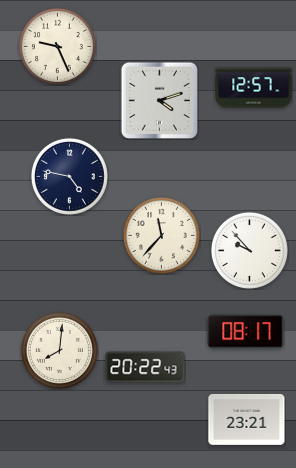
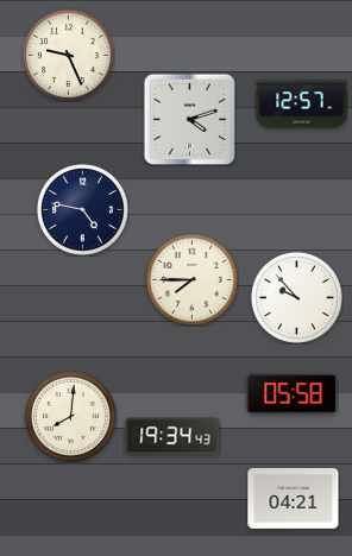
clock at (161, 235): 11:37 -> 7:45
clock at (246, 332): 08:17 -> 05:58
clock at (145, 367): 20:22 -> 19:34
clock at (247, 420): 23:21 -> 04:21
